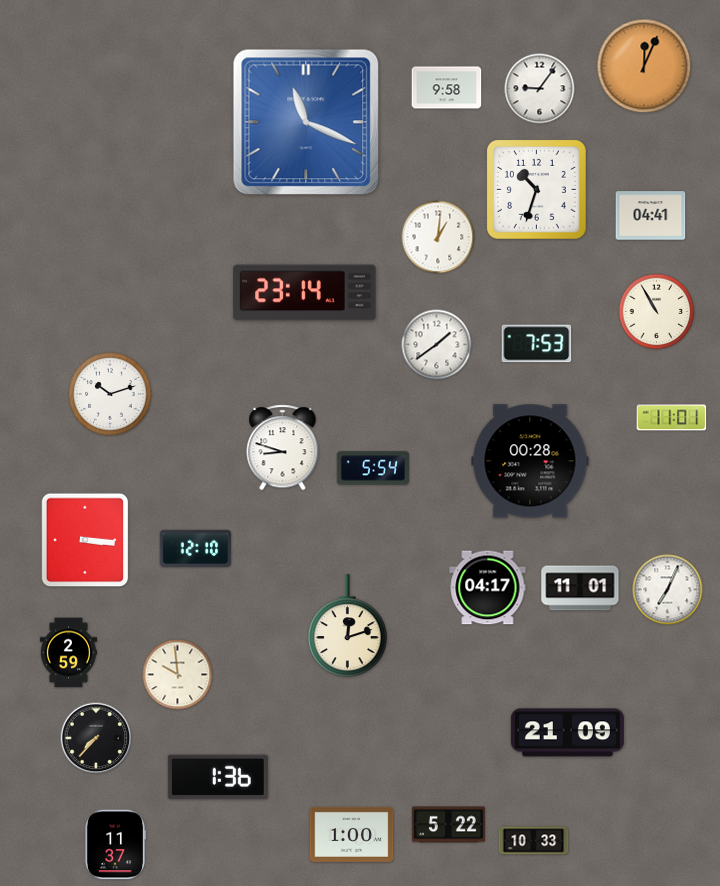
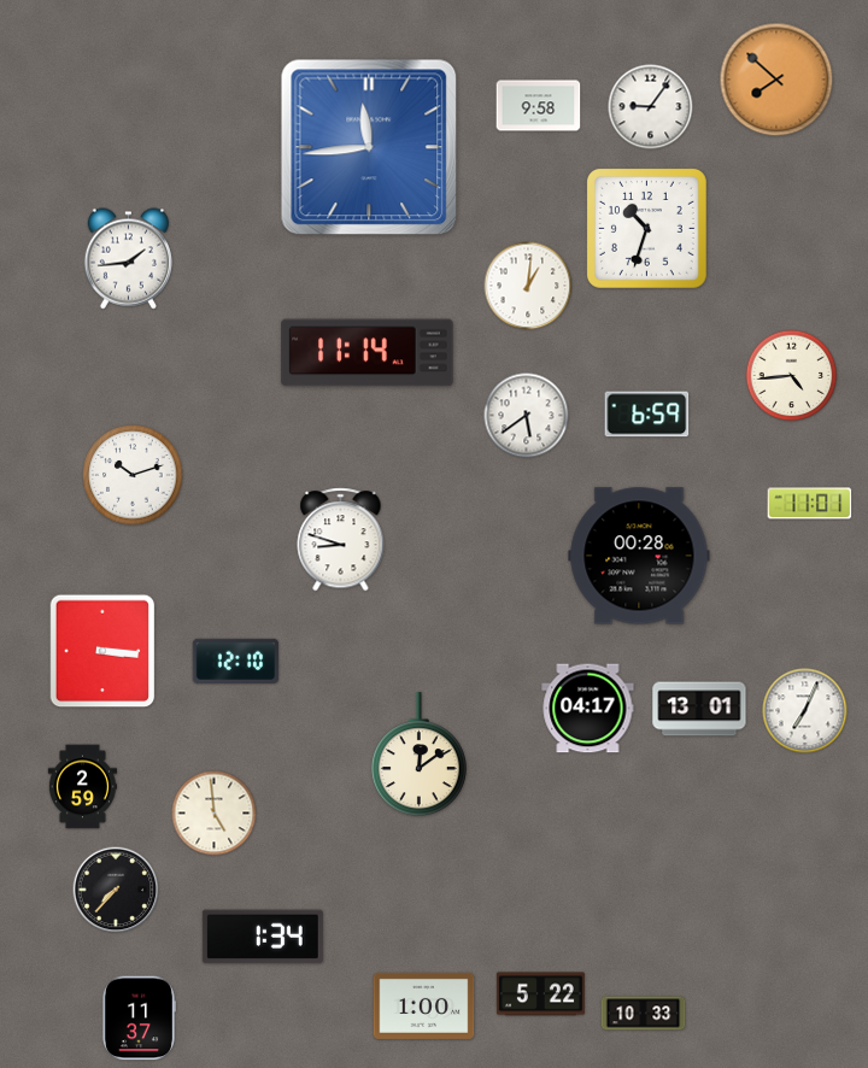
clock at (644, 66): 12:04 -> 7:52
clock at (306, 122): 11:19 -> 11:44
clock at (128, 259): none -> 1:44
clock at (651, 216): 04:41 -> none
clock at (305, 293): 23:14 -> 11:14
clock at (657, 312): 10:55 -> 4:44
clock at (537, 344): 7:53 -> 6:59
clock at (437, 345): 1:39 -> 5:39
clock at (373, 468): 5:54 -> none
clock at (580, 588): 11:01 -> 13:01
clock at (347, 626): 12:12 -> 12:09
clock at (178, 675): 9:59 -> 4:59
clock at (567, 733): 21:09 -> none
clock at (218, 777): 1:36 -> 1:34
